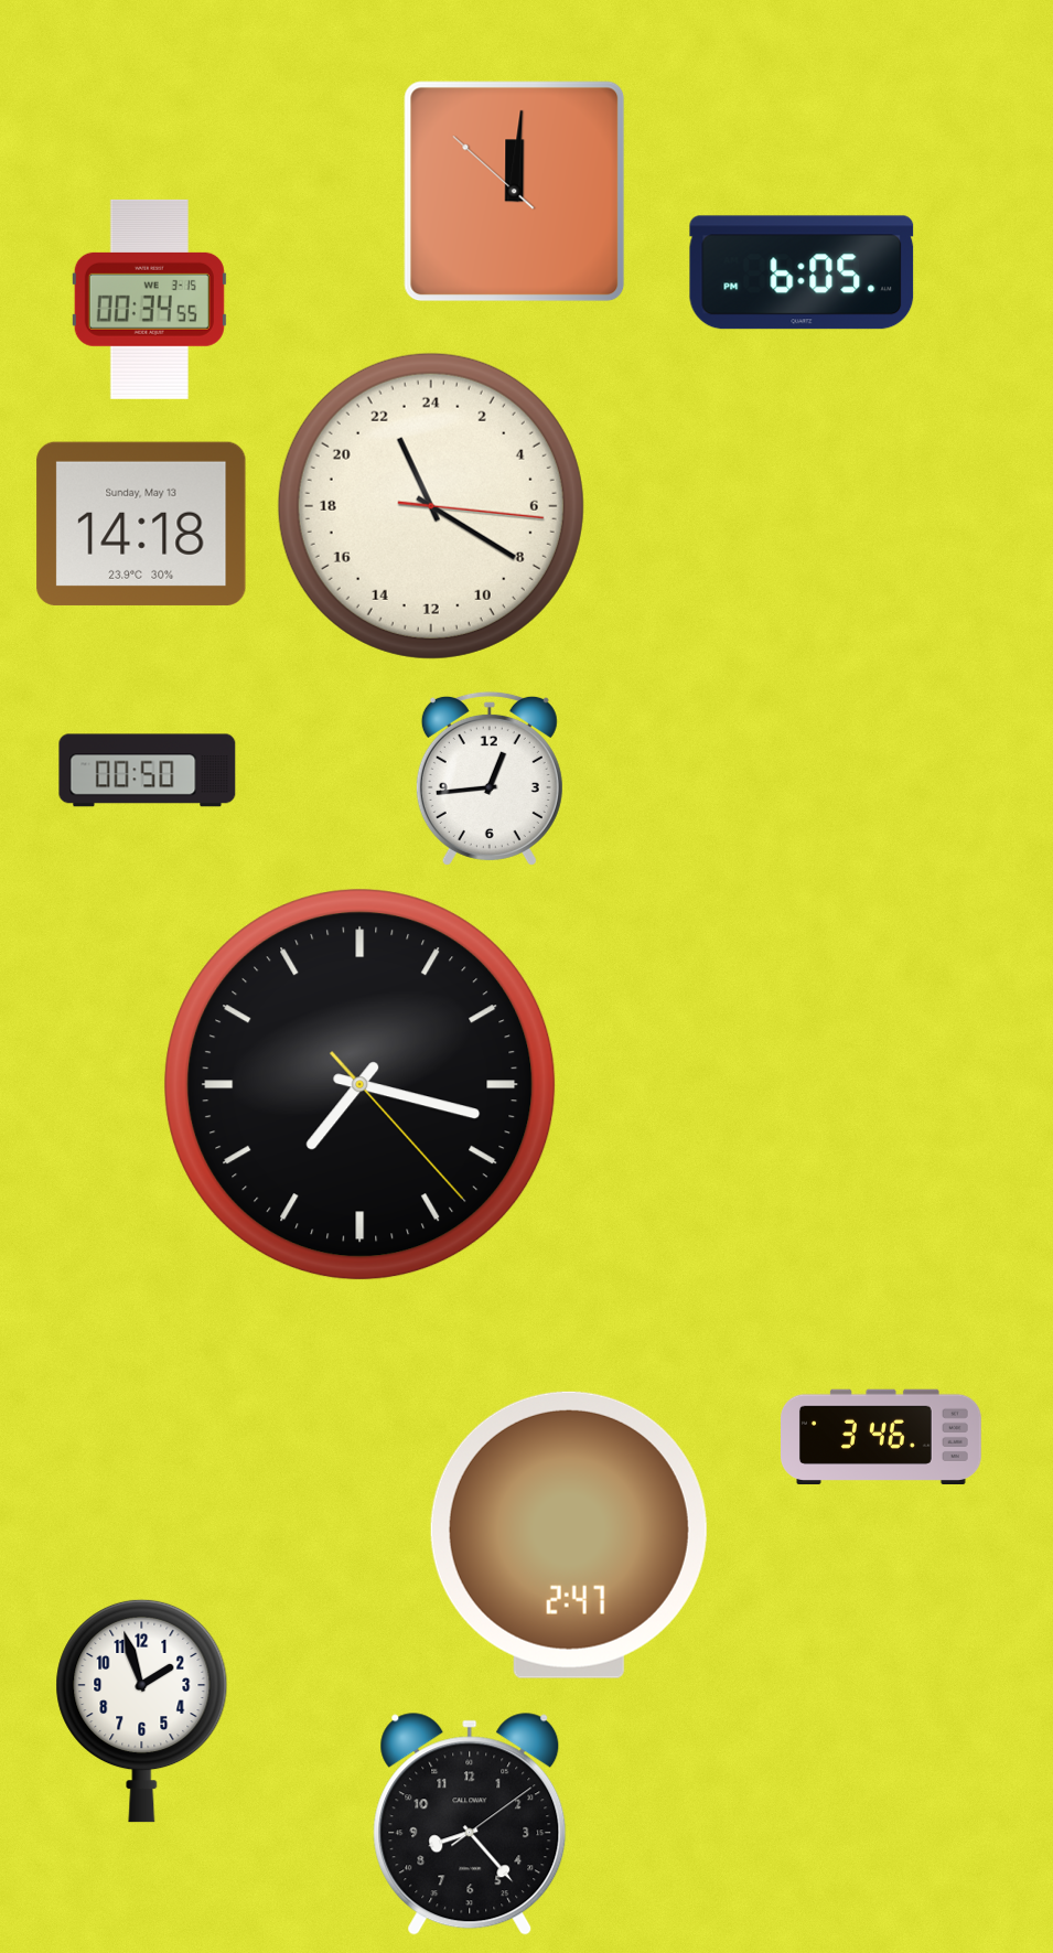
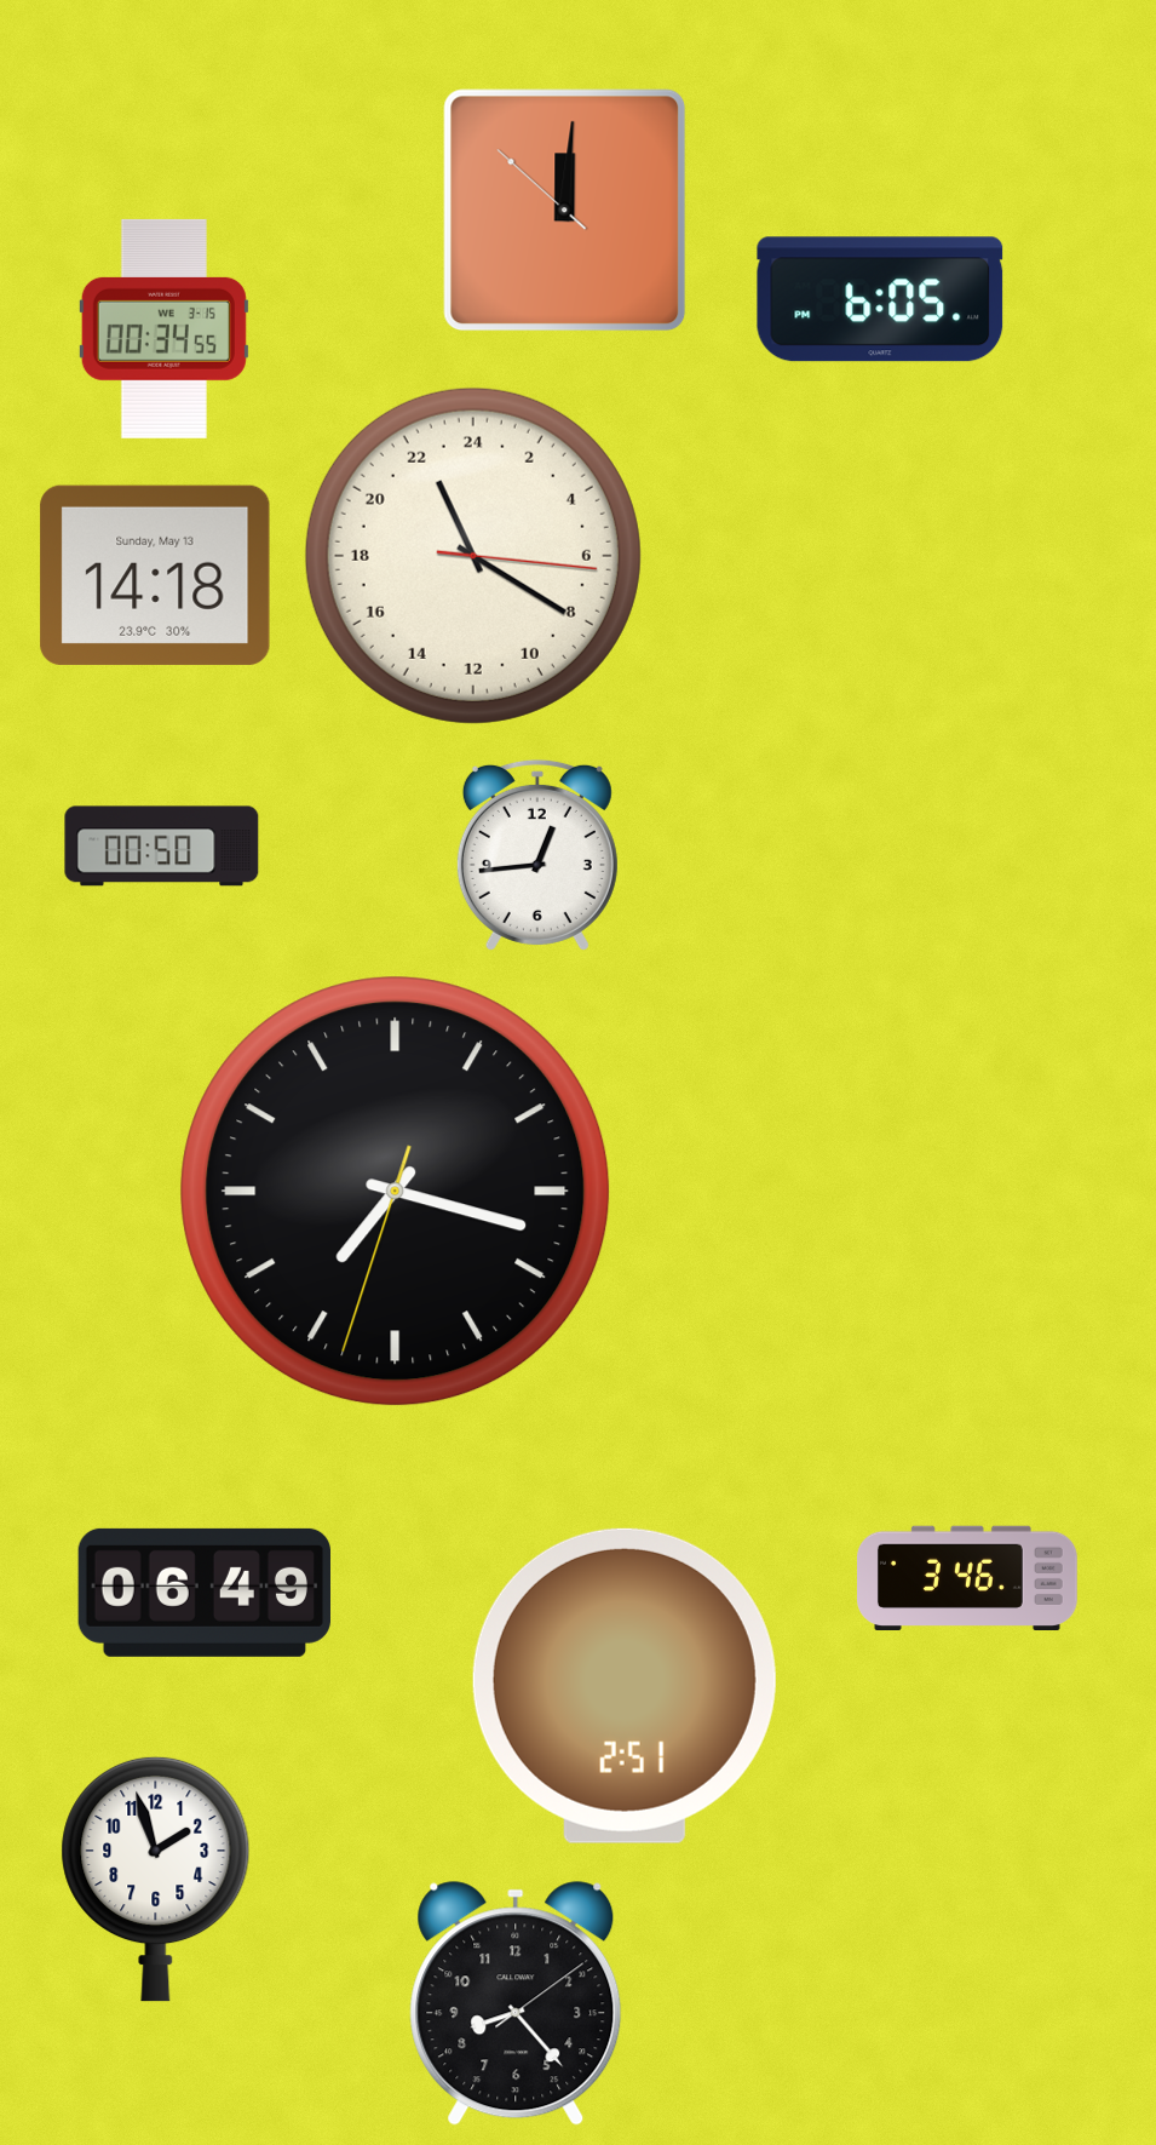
clock at (361, 1085): 7:17:23 -> 7:17:33
clock at (203, 1593): none -> 06:49
clock at (569, 1535): 2:47 -> 2:51
